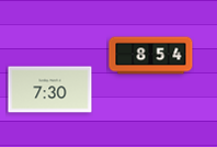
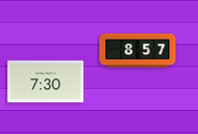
clock at (151, 56): 8:54 -> 8:57
